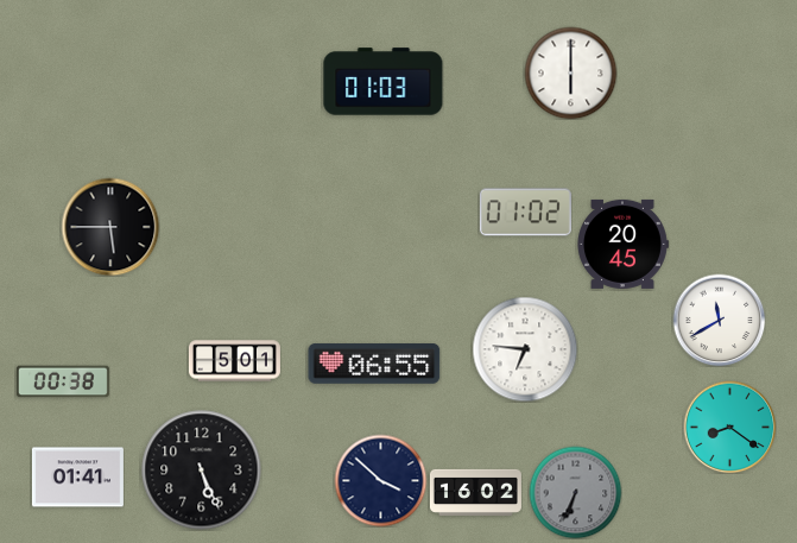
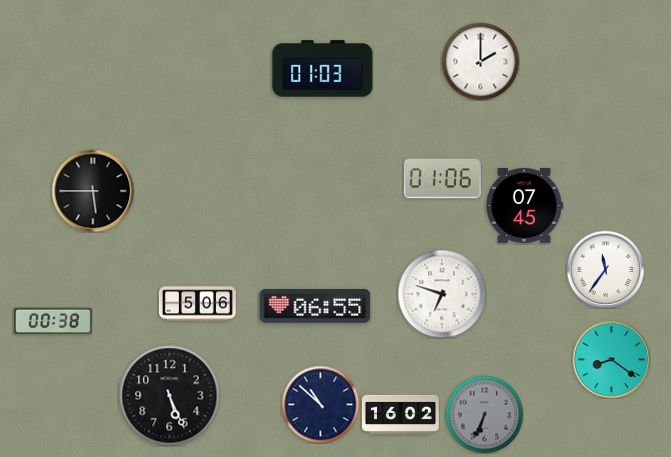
clock at (570, 72): 6:00 -> 2:00
clock at (525, 213): 01:02 -> 01:06
clock at (624, 244): 20:45 -> 07:45
clock at (719, 320): 11:40 -> 11:36
clock at (525, 349): 6:46 -> 6:48
clock at (234, 361): 5:01 -> 5:06
clock at (729, 427) position: (729, 427) -> (611, 359)
clock at (77, 478): 01:41 -> none
clock at (380, 480): 3:52 -> 10:52
